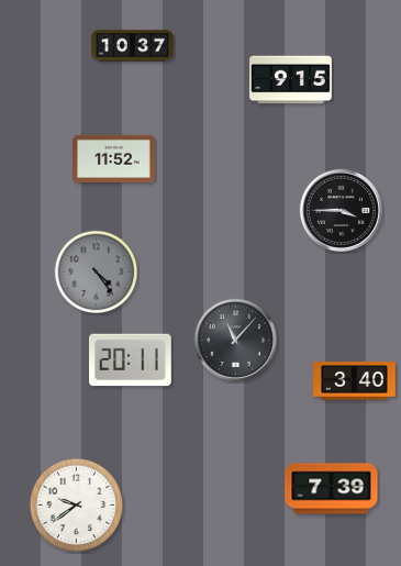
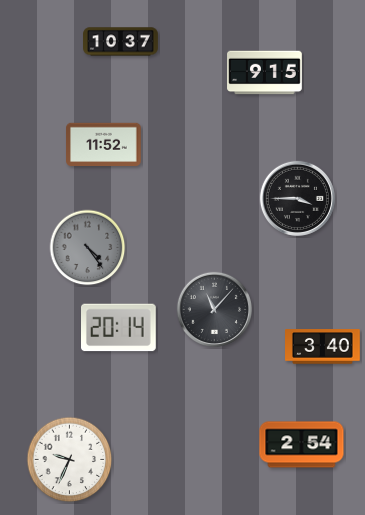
clock at (341, 210) position: (341, 210) -> (297, 198)
clock at (131, 360): 20:11 -> 20:14
clock at (332, 489): 7:39 -> 2:54
clock at (77, 506): 9:39 -> 9:34
